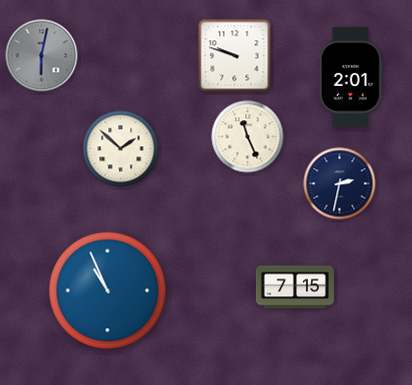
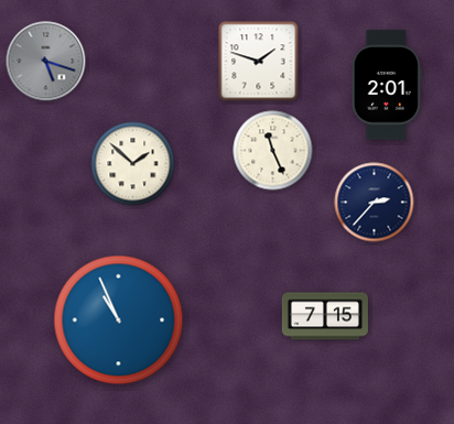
clock at (42, 56): 6:02 -> 5:18
clock at (235, 56): 9:48 -> 1:48
clock at (340, 184): 2:32 -> 2:37
